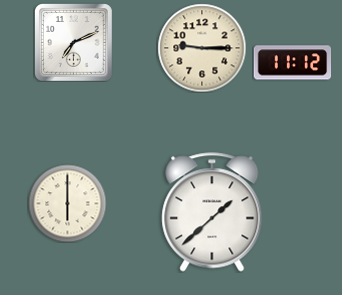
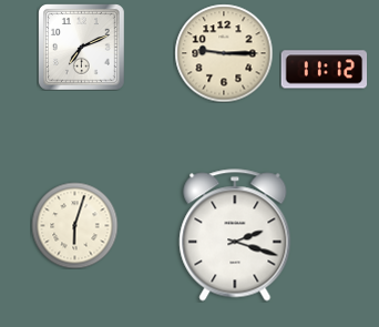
clock at (67, 203): 6:00 -> 6:03
clock at (212, 212): 1:38 -> 2:18
